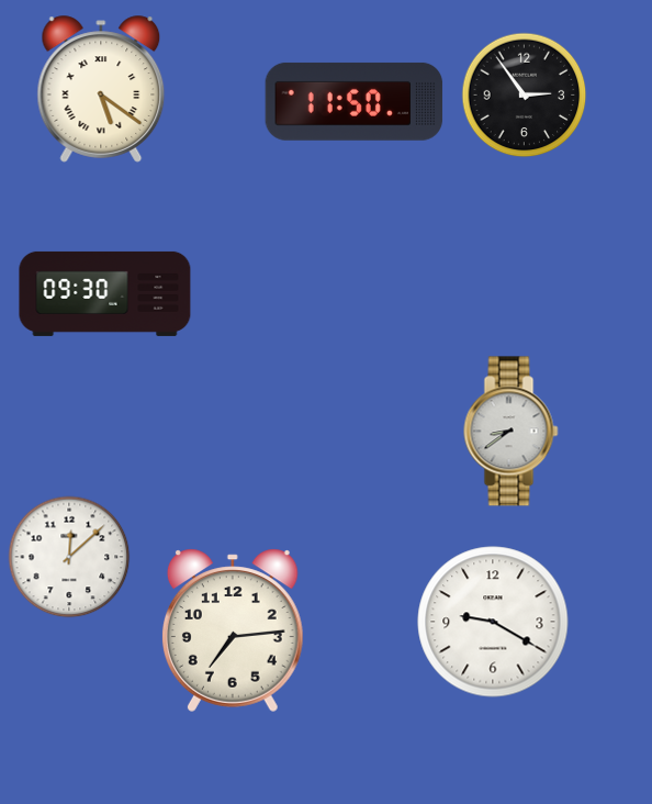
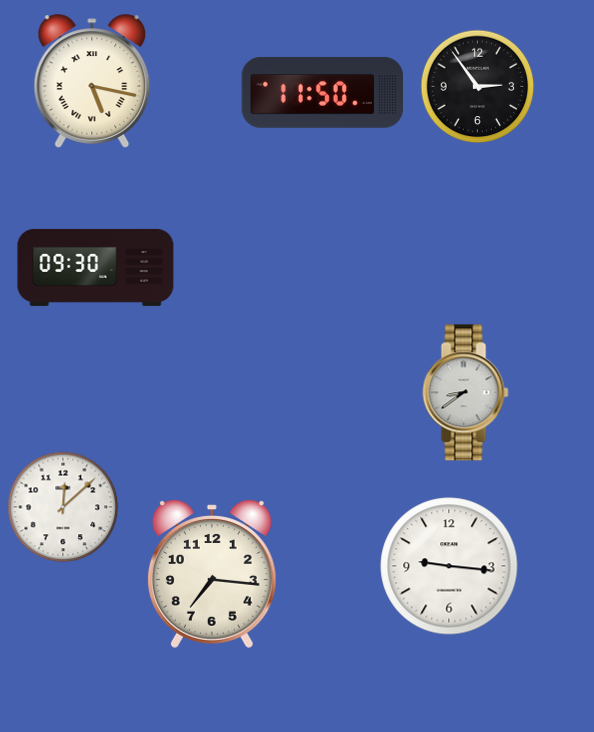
clock at (101, 89): 5:21 -> 5:17
clock at (493, 622): 9:20 -> 9:16
clock at (233, 630): 7:14 -> 7:16
